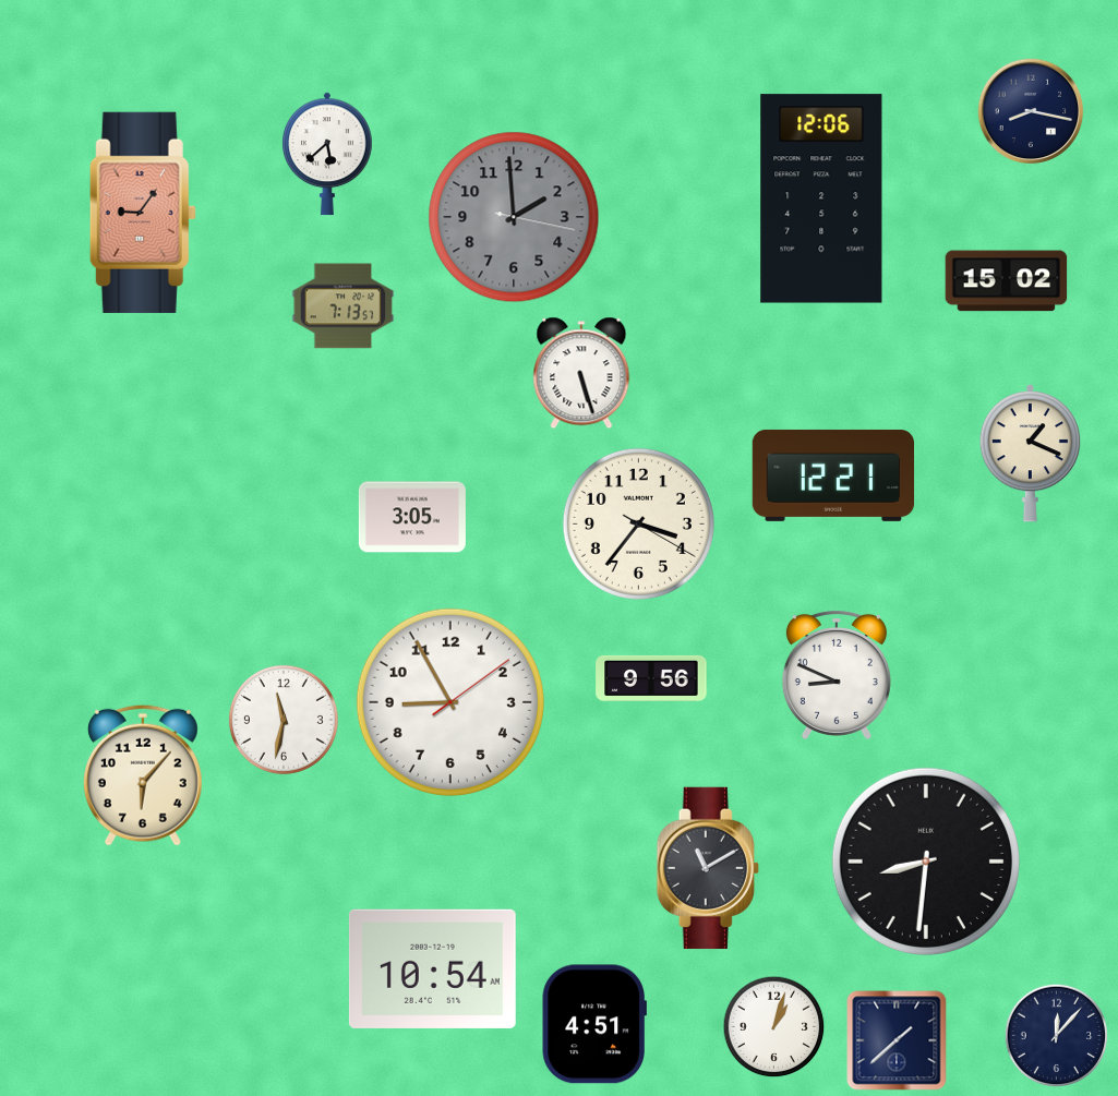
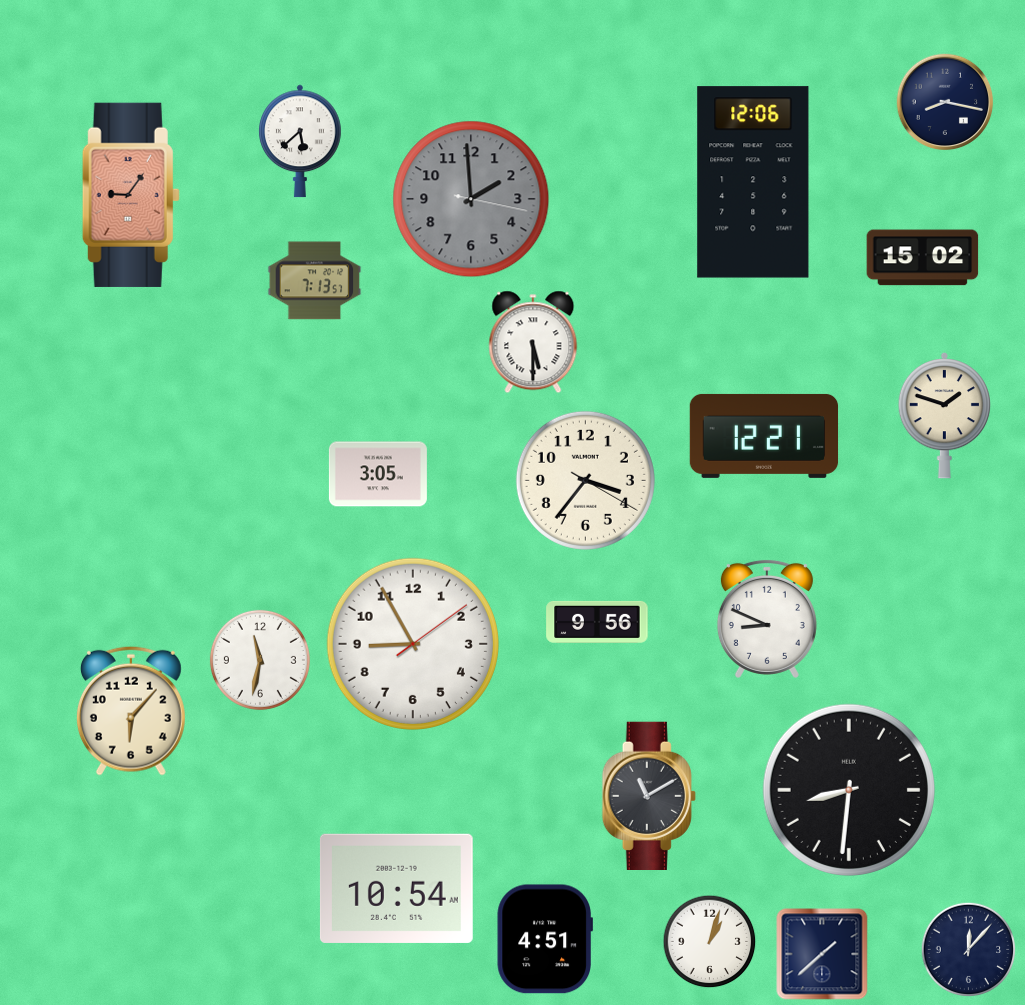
clock at (581, 373): 5:27 -> 5:30
clock at (1030, 453): 1:19 -> 1:48
